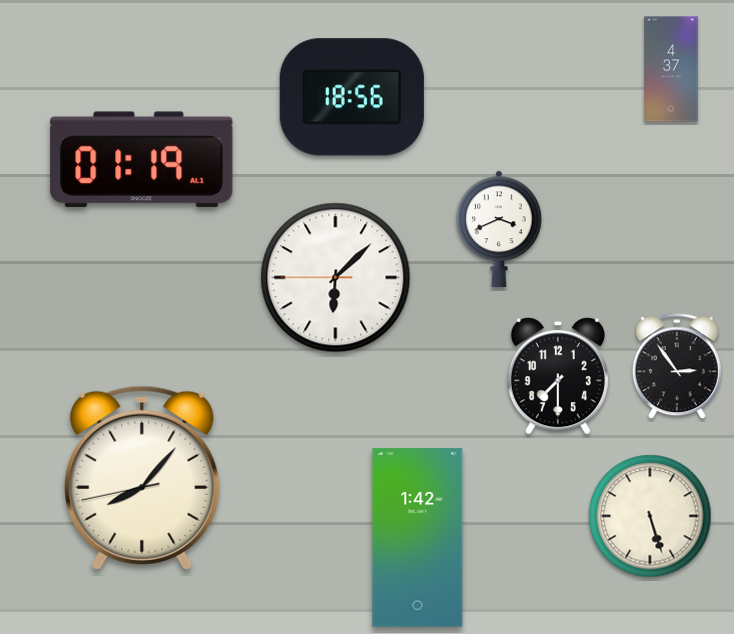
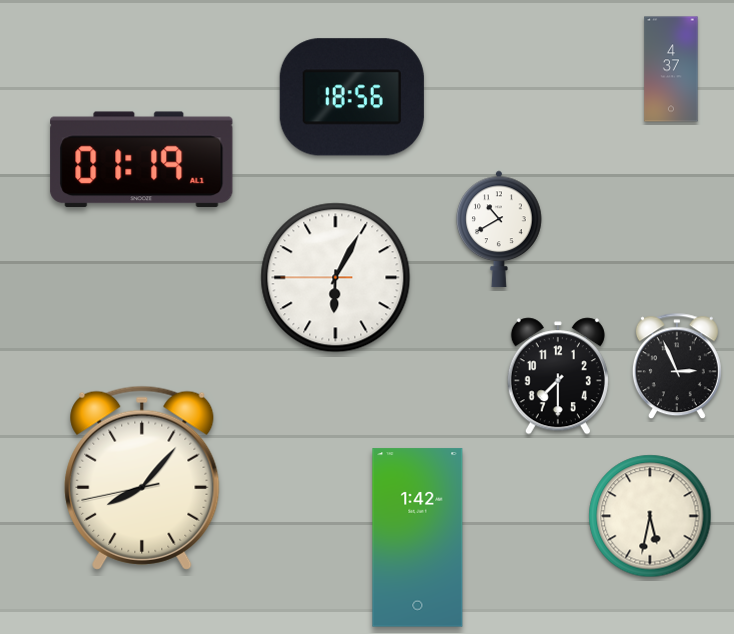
clock at (499, 228): 3:41 -> 10:40
clock at (336, 278): 6:07 -> 6:04
clock at (677, 367): 2:54 -> 2:56
clock at (650, 516): 5:27 -> 5:32
